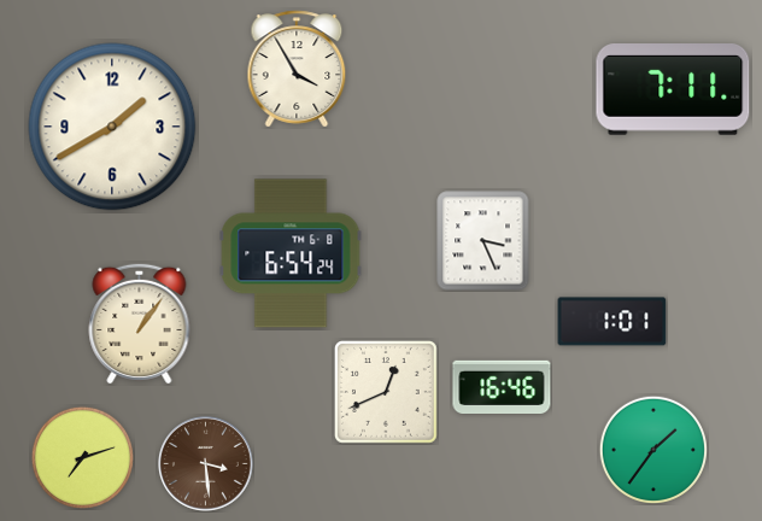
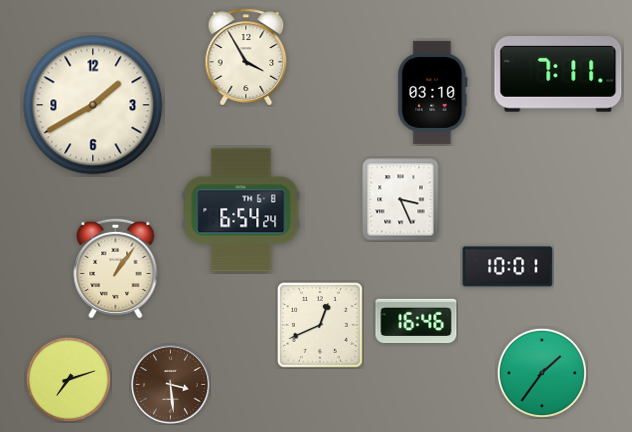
clock at (433, 92): none -> 03:10
clock at (612, 322): 1:01 -> 10:01
